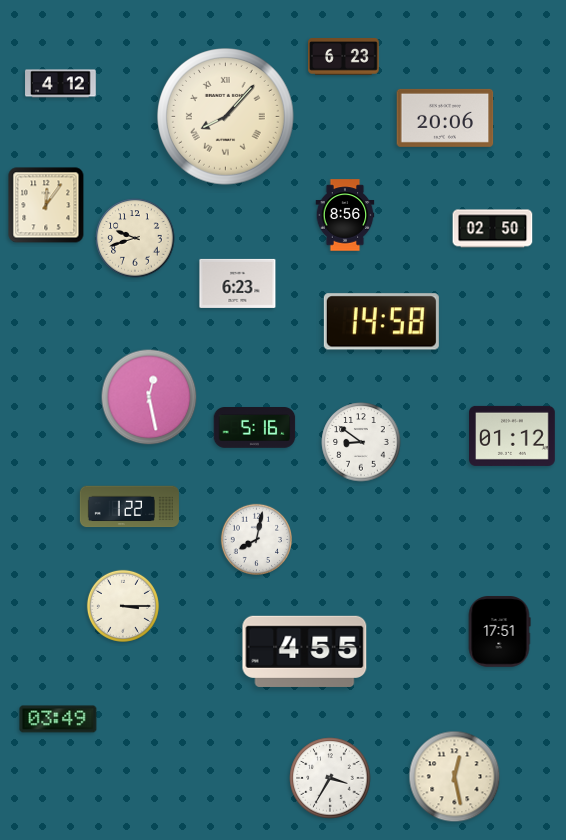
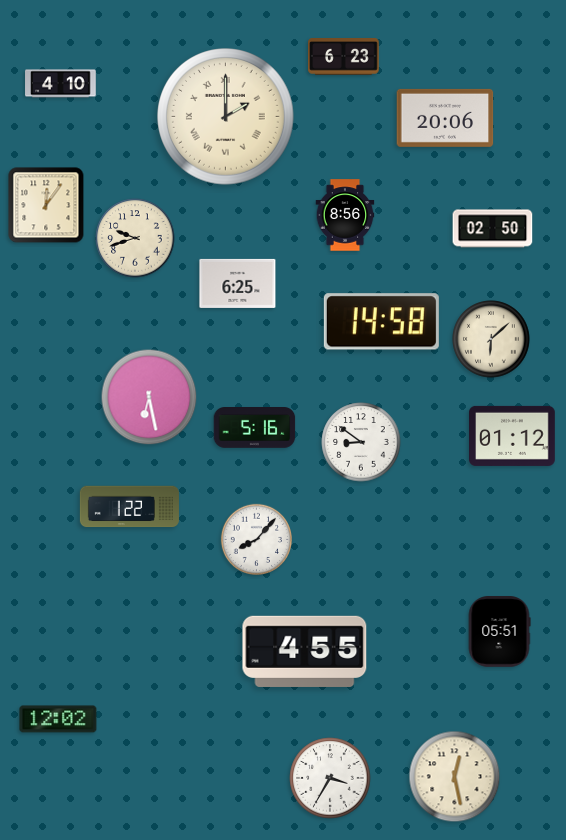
clock at (61, 84): 4:12 -> 4:10
clock at (226, 117): 8:07 -> 2:00
clock at (238, 283): 6:23 -> 6:25
clock at (491, 339): none -> 6:08
clock at (149, 397): 12:28 -> 6:28
clock at (256, 539): 8:02 -> 8:07
clock at (123, 606): 3:15 -> none
clock at (499, 632): 17:51 -> 05:51
clock at (58, 719): 03:49 -> 12:02
